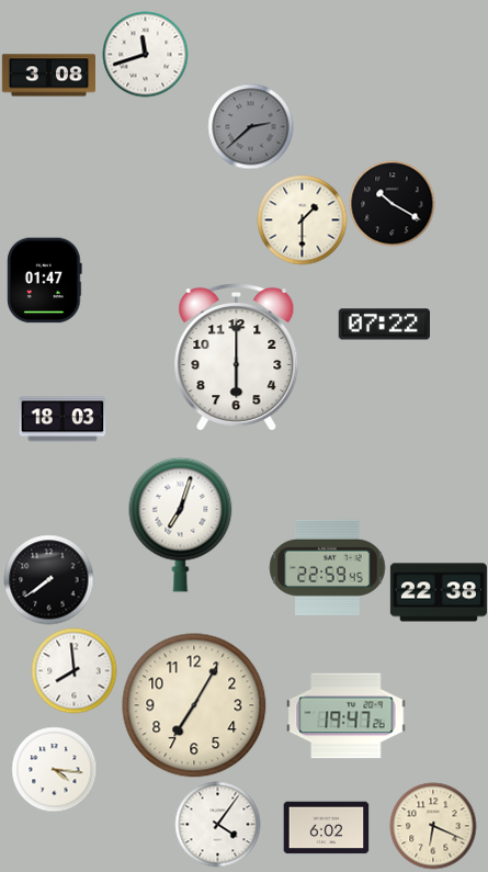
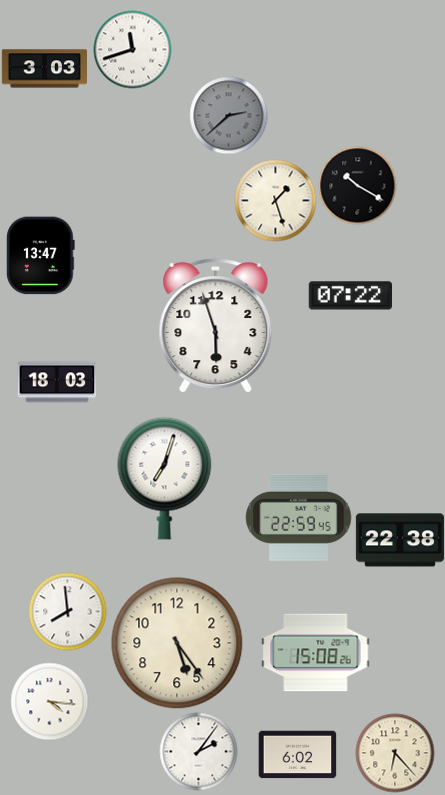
clock at (48, 76): 3:08 -> 3:03
clock at (302, 219): 1:30 -> 1:27
clock at (45, 280): 01:47 -> 13:47
clock at (237, 356): 6:00 -> 5:57
clock at (48, 579): 7:39 -> none
clock at (194, 705): 7:05 -> 5:24
clock at (347, 716): 19:47 -> 15:08
clock at (217, 824): 4:06 -> 2:06
clock at (433, 826): 6:19 -> 6:23
